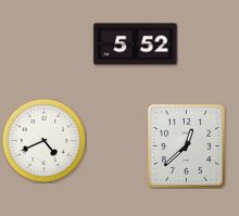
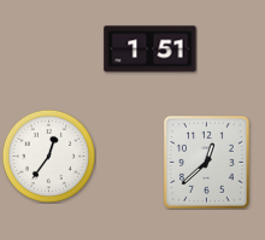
clock at (136, 45): 5:52 -> 1:51
clock at (43, 140): 4:41 -> 12:36
